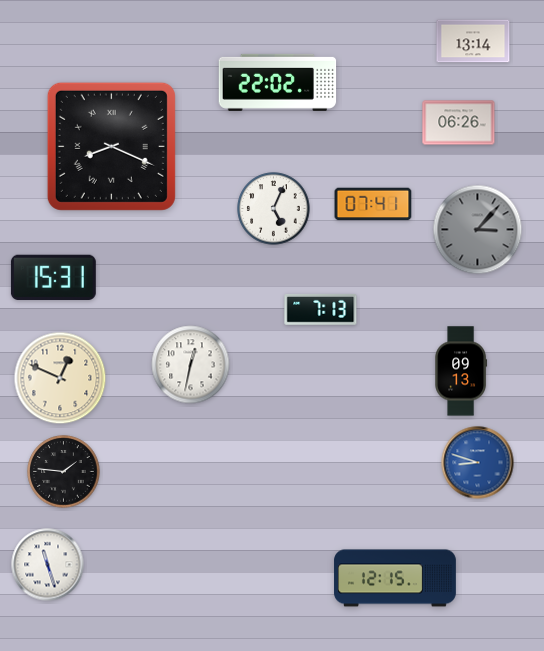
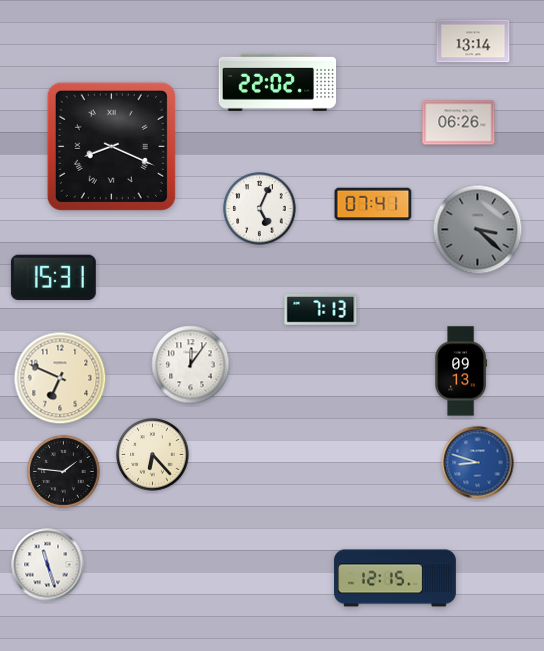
clock at (274, 209) position: (274, 209) -> (260, 209)
clock at (478, 230): 3:07 -> 3:22
clock at (191, 365): 12:32 -> 12:06
clock at (60, 378): 12:49 -> 6:49
clock at (153, 455): none -> 6:23
